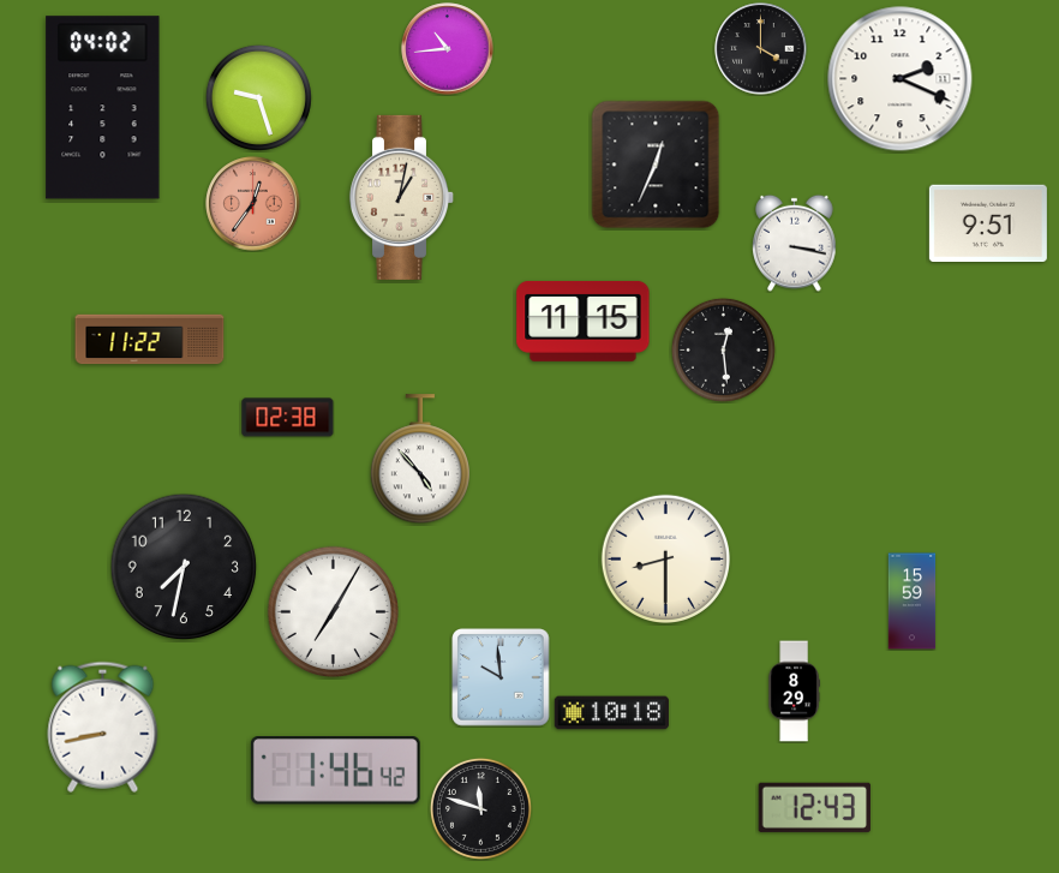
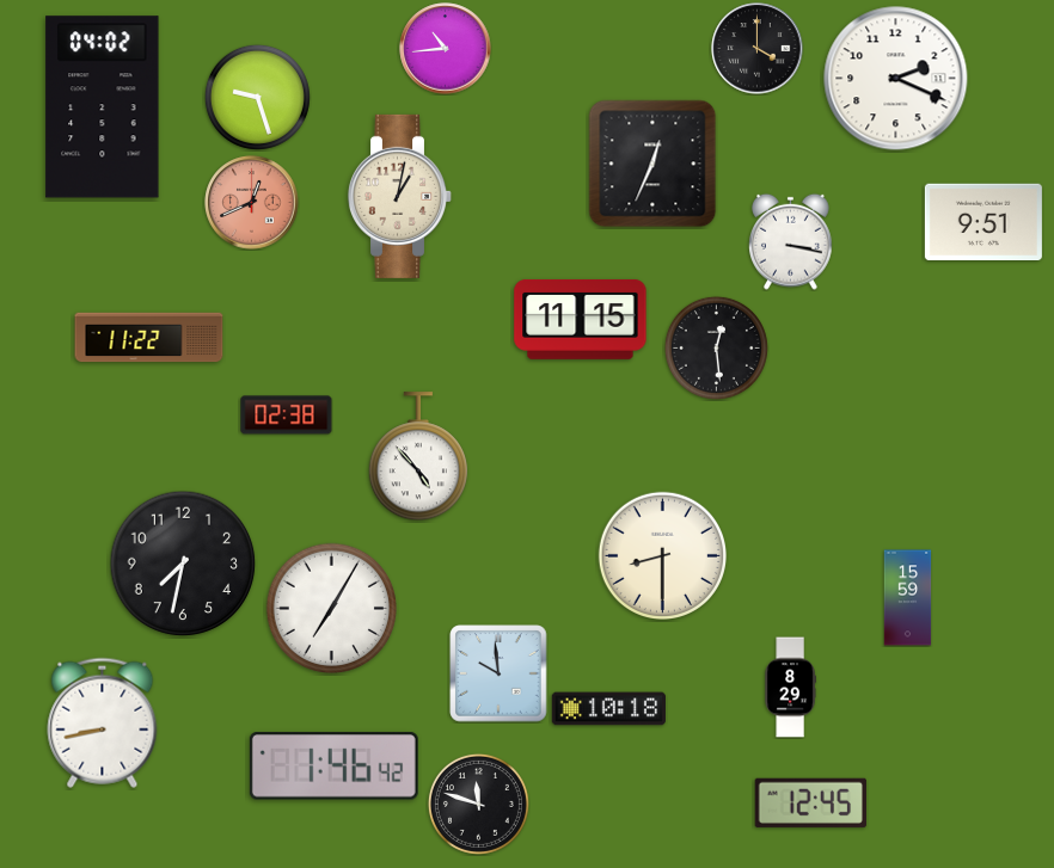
clock at (253, 204): 12:36 -> 12:41
clock at (723, 349) position: (723, 349) -> (716, 347)
clock at (814, 807): 12:43 -> 12:45
